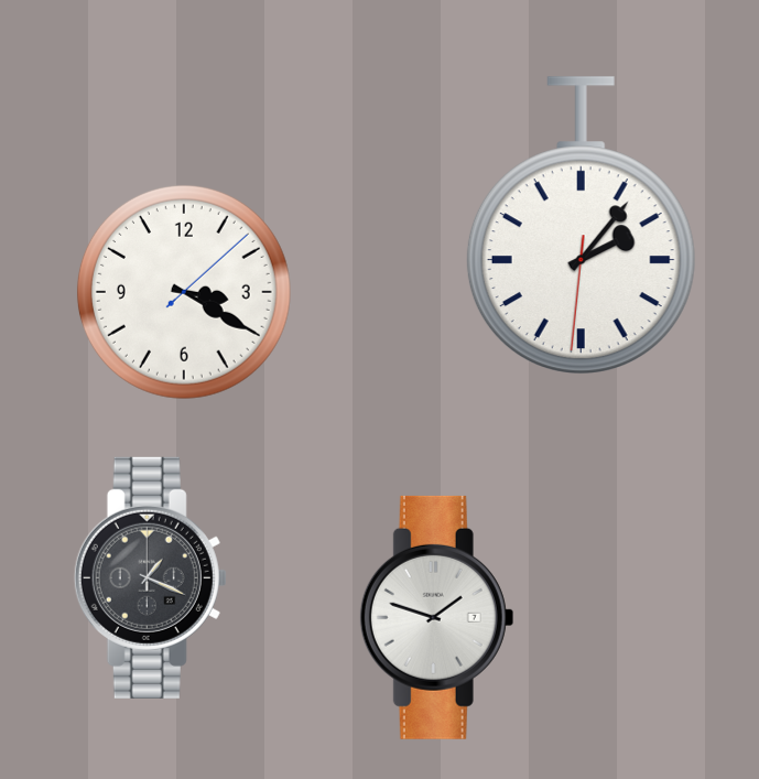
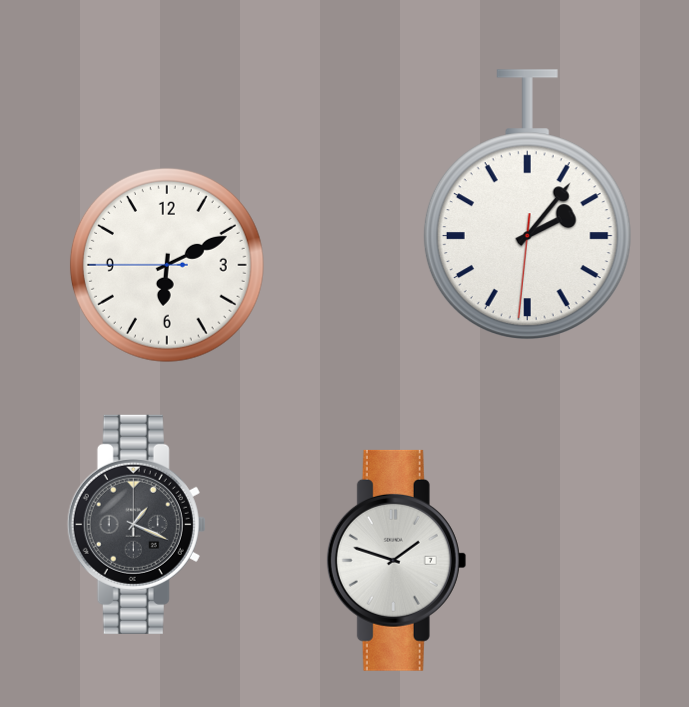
clock at (184, 292): 3:20 -> 6:10
